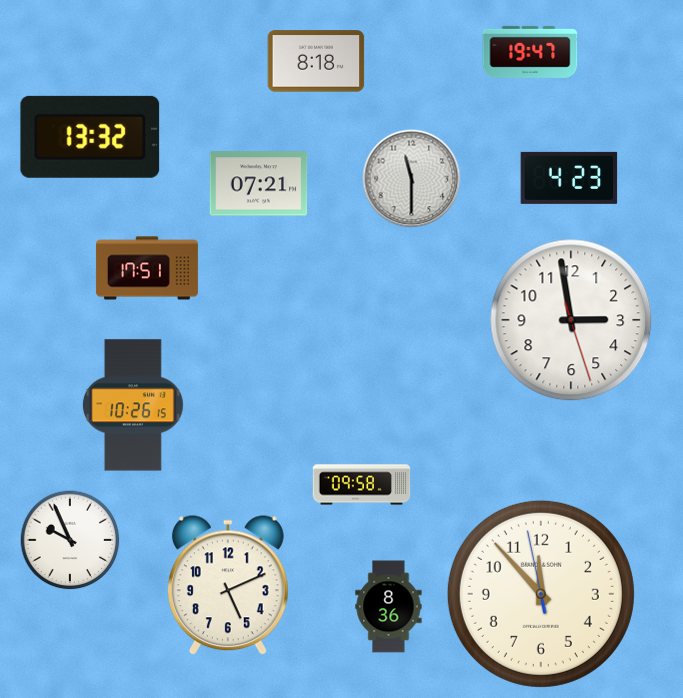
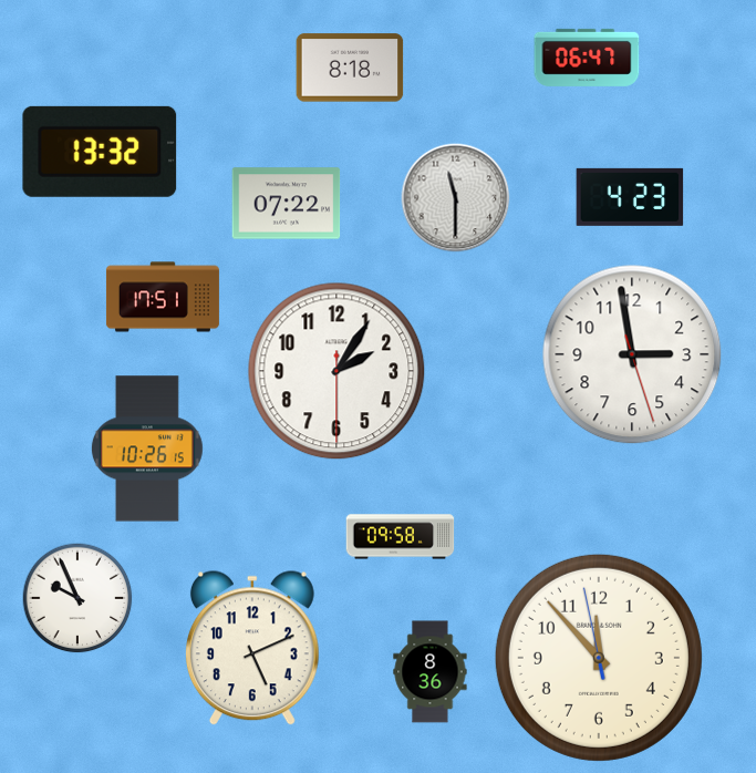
clock at (530, 52): 19:47 -> 06:47
clock at (259, 184): 07:21 -> 07:22
clock at (336, 371): none -> 2:05
